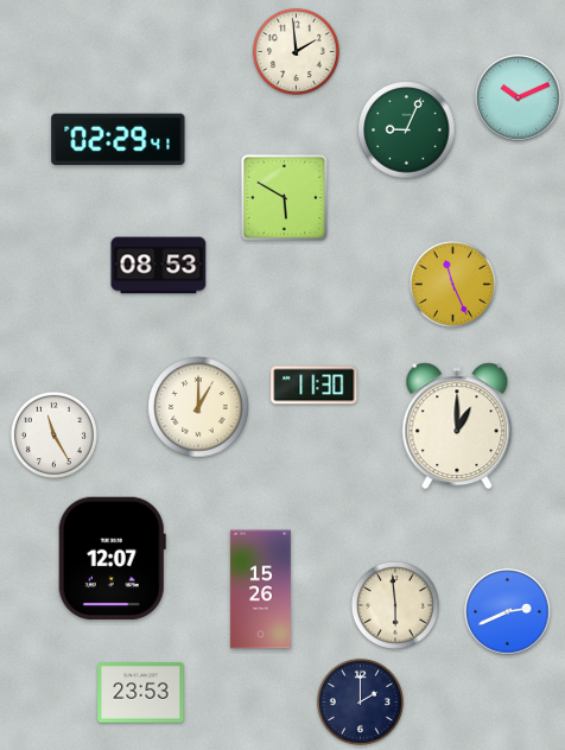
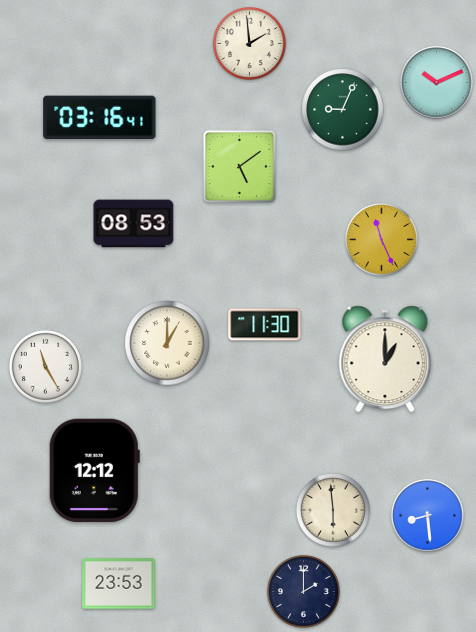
clock at (119, 140): 02:29 -> 03:16
clock at (284, 197): 5:50 -> 5:09
clock at (112, 559): 12:07 -> 12:12
clock at (260, 590): 15:26 -> none
clock at (508, 612): 2:41 -> 8:29
